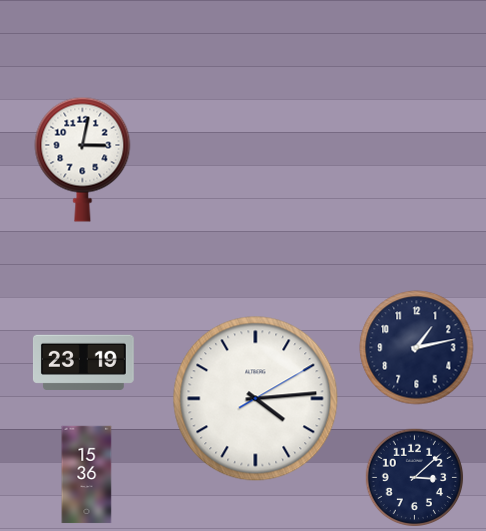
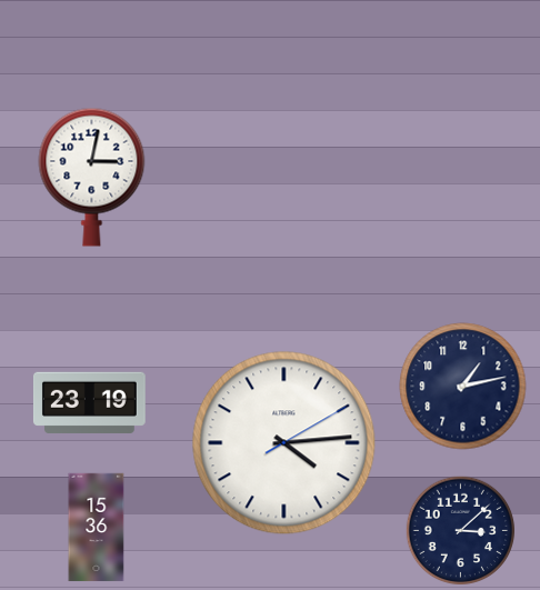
clock at (83, 362) position: (83, 362) -> (89, 402)
